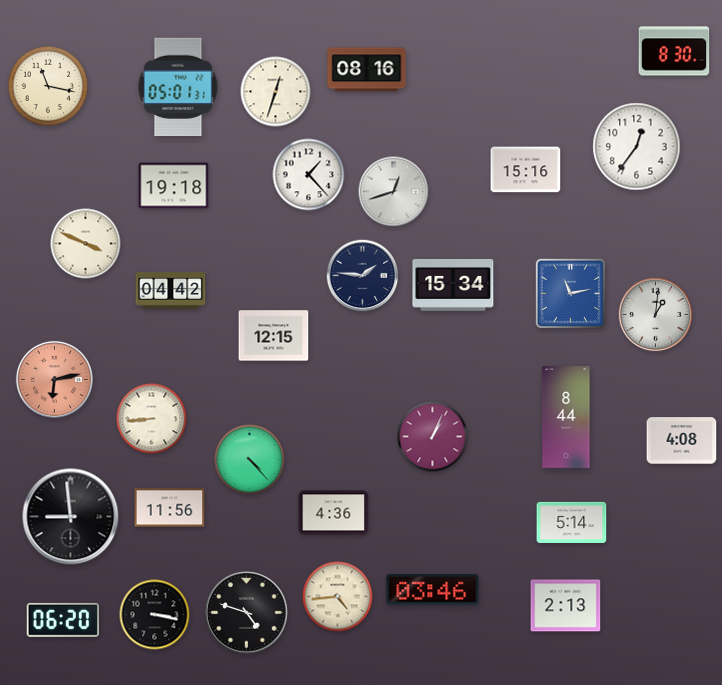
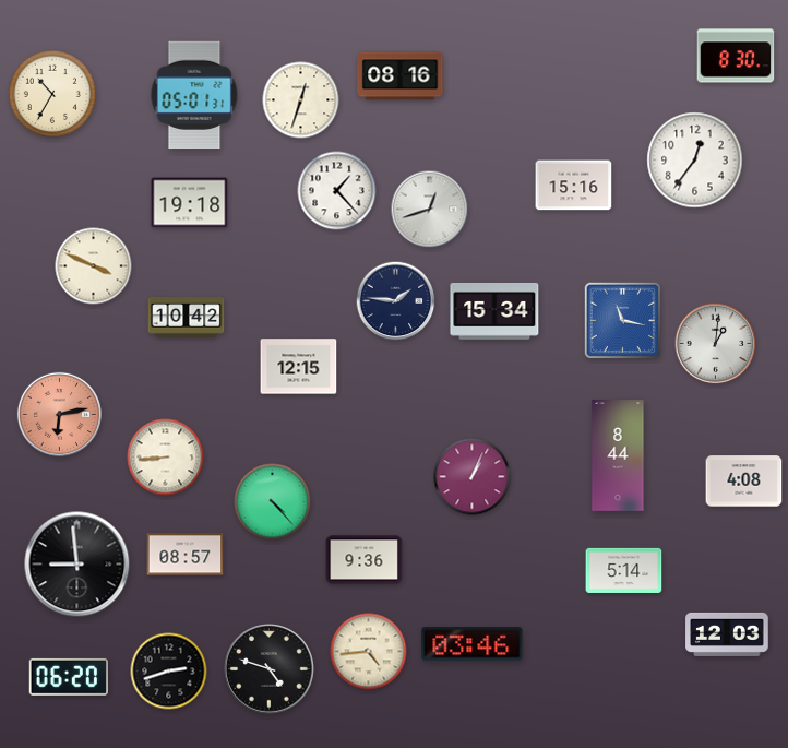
clock at (48, 86): 11:17 -> 10:35
clock at (171, 291): 04:42 -> 10:42
clock at (571, 294): 11:13 -> 11:17
clock at (170, 508): 11:56 -> 08:57
clock at (334, 513): 4:36 -> 9:36
clock at (727, 634): none -> 12:03
clock at (566, 606): 2:13 -> none
clock at (155, 615): 3:17 -> 2:42
